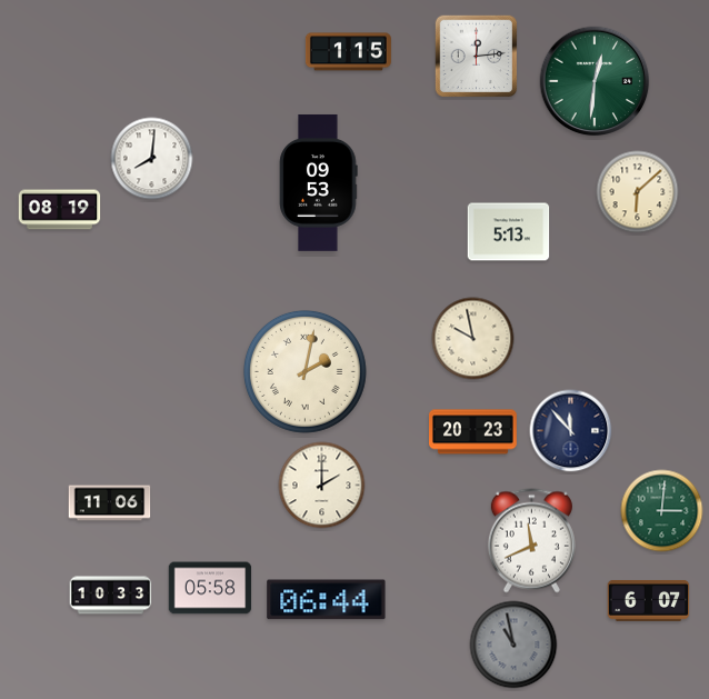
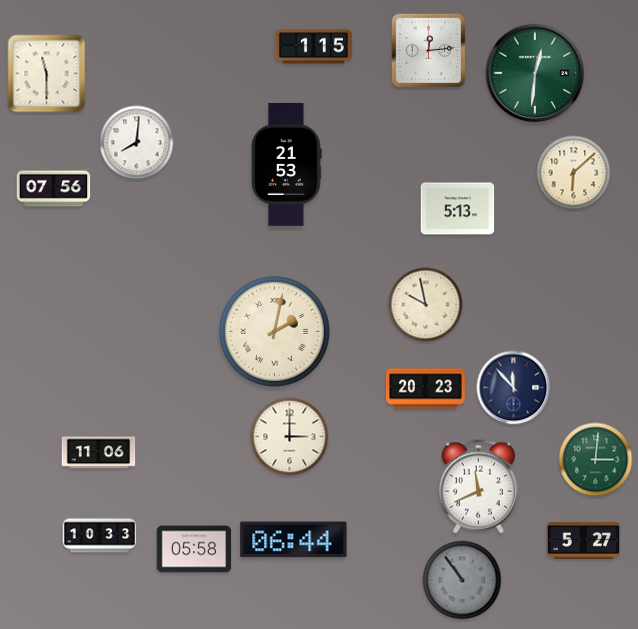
clock at (47, 74): none -> 11:30
clock at (319, 182): 09:53 -> 21:53
clock at (60, 210): 08:19 -> 07:56
clock at (304, 371) position: (304, 371) -> (274, 331)
clock at (322, 486): 2:00 -> 3:00
clock at (210, 588) position: (210, 588) -> (194, 549)
clock at (649, 600): 6:07 -> 5:27
clock at (513, 645): 10:58 -> 10:54
